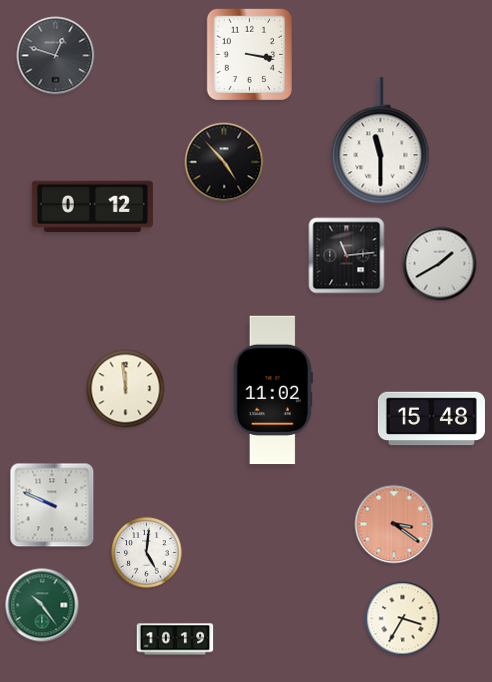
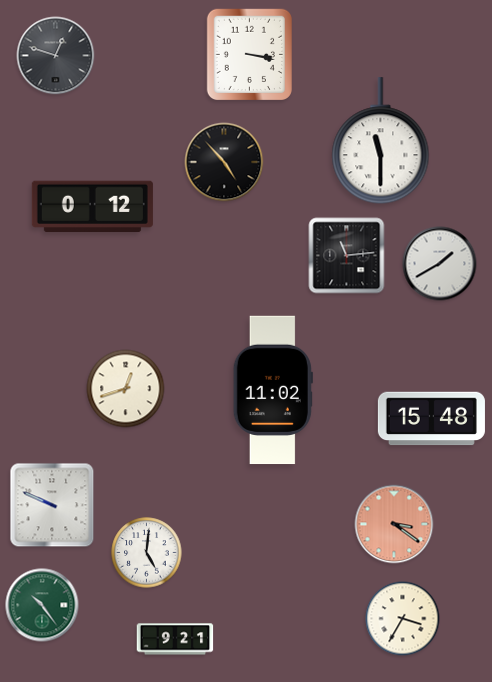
clock at (126, 389): 11:59 -> 12:42
clock at (175, 639): 10:19 -> 9:21
